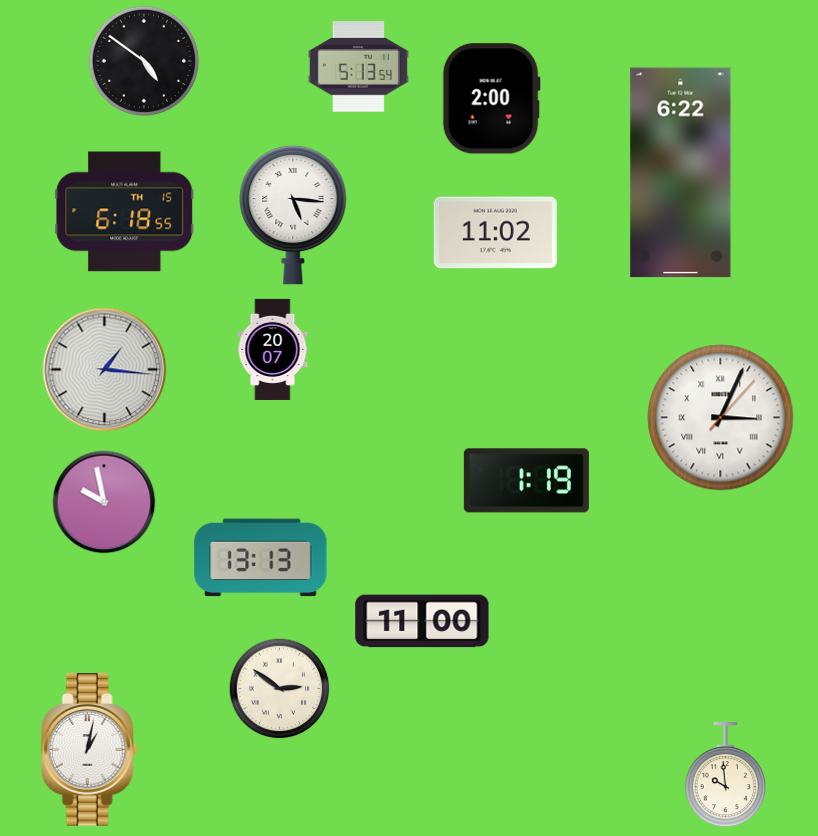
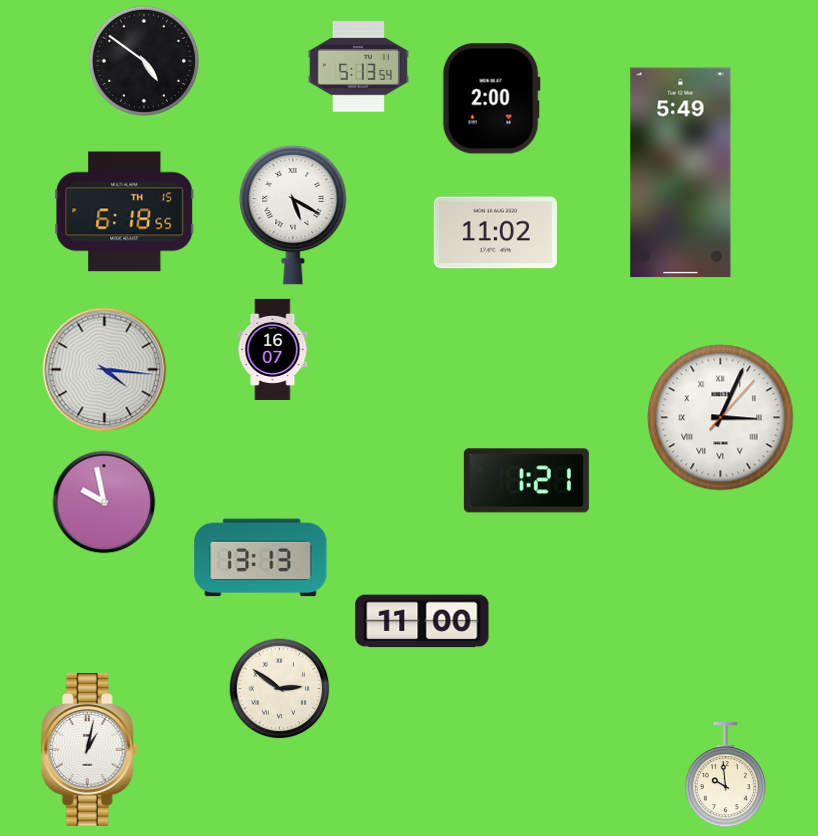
clock at (681, 173): 6:22 -> 5:49
clock at (293, 215): 5:16 -> 5:20
clock at (273, 349): 20:07 -> 16:07
clock at (105, 370): 1:16 -> 4:16
clock at (526, 481): 1:19 -> 1:21
